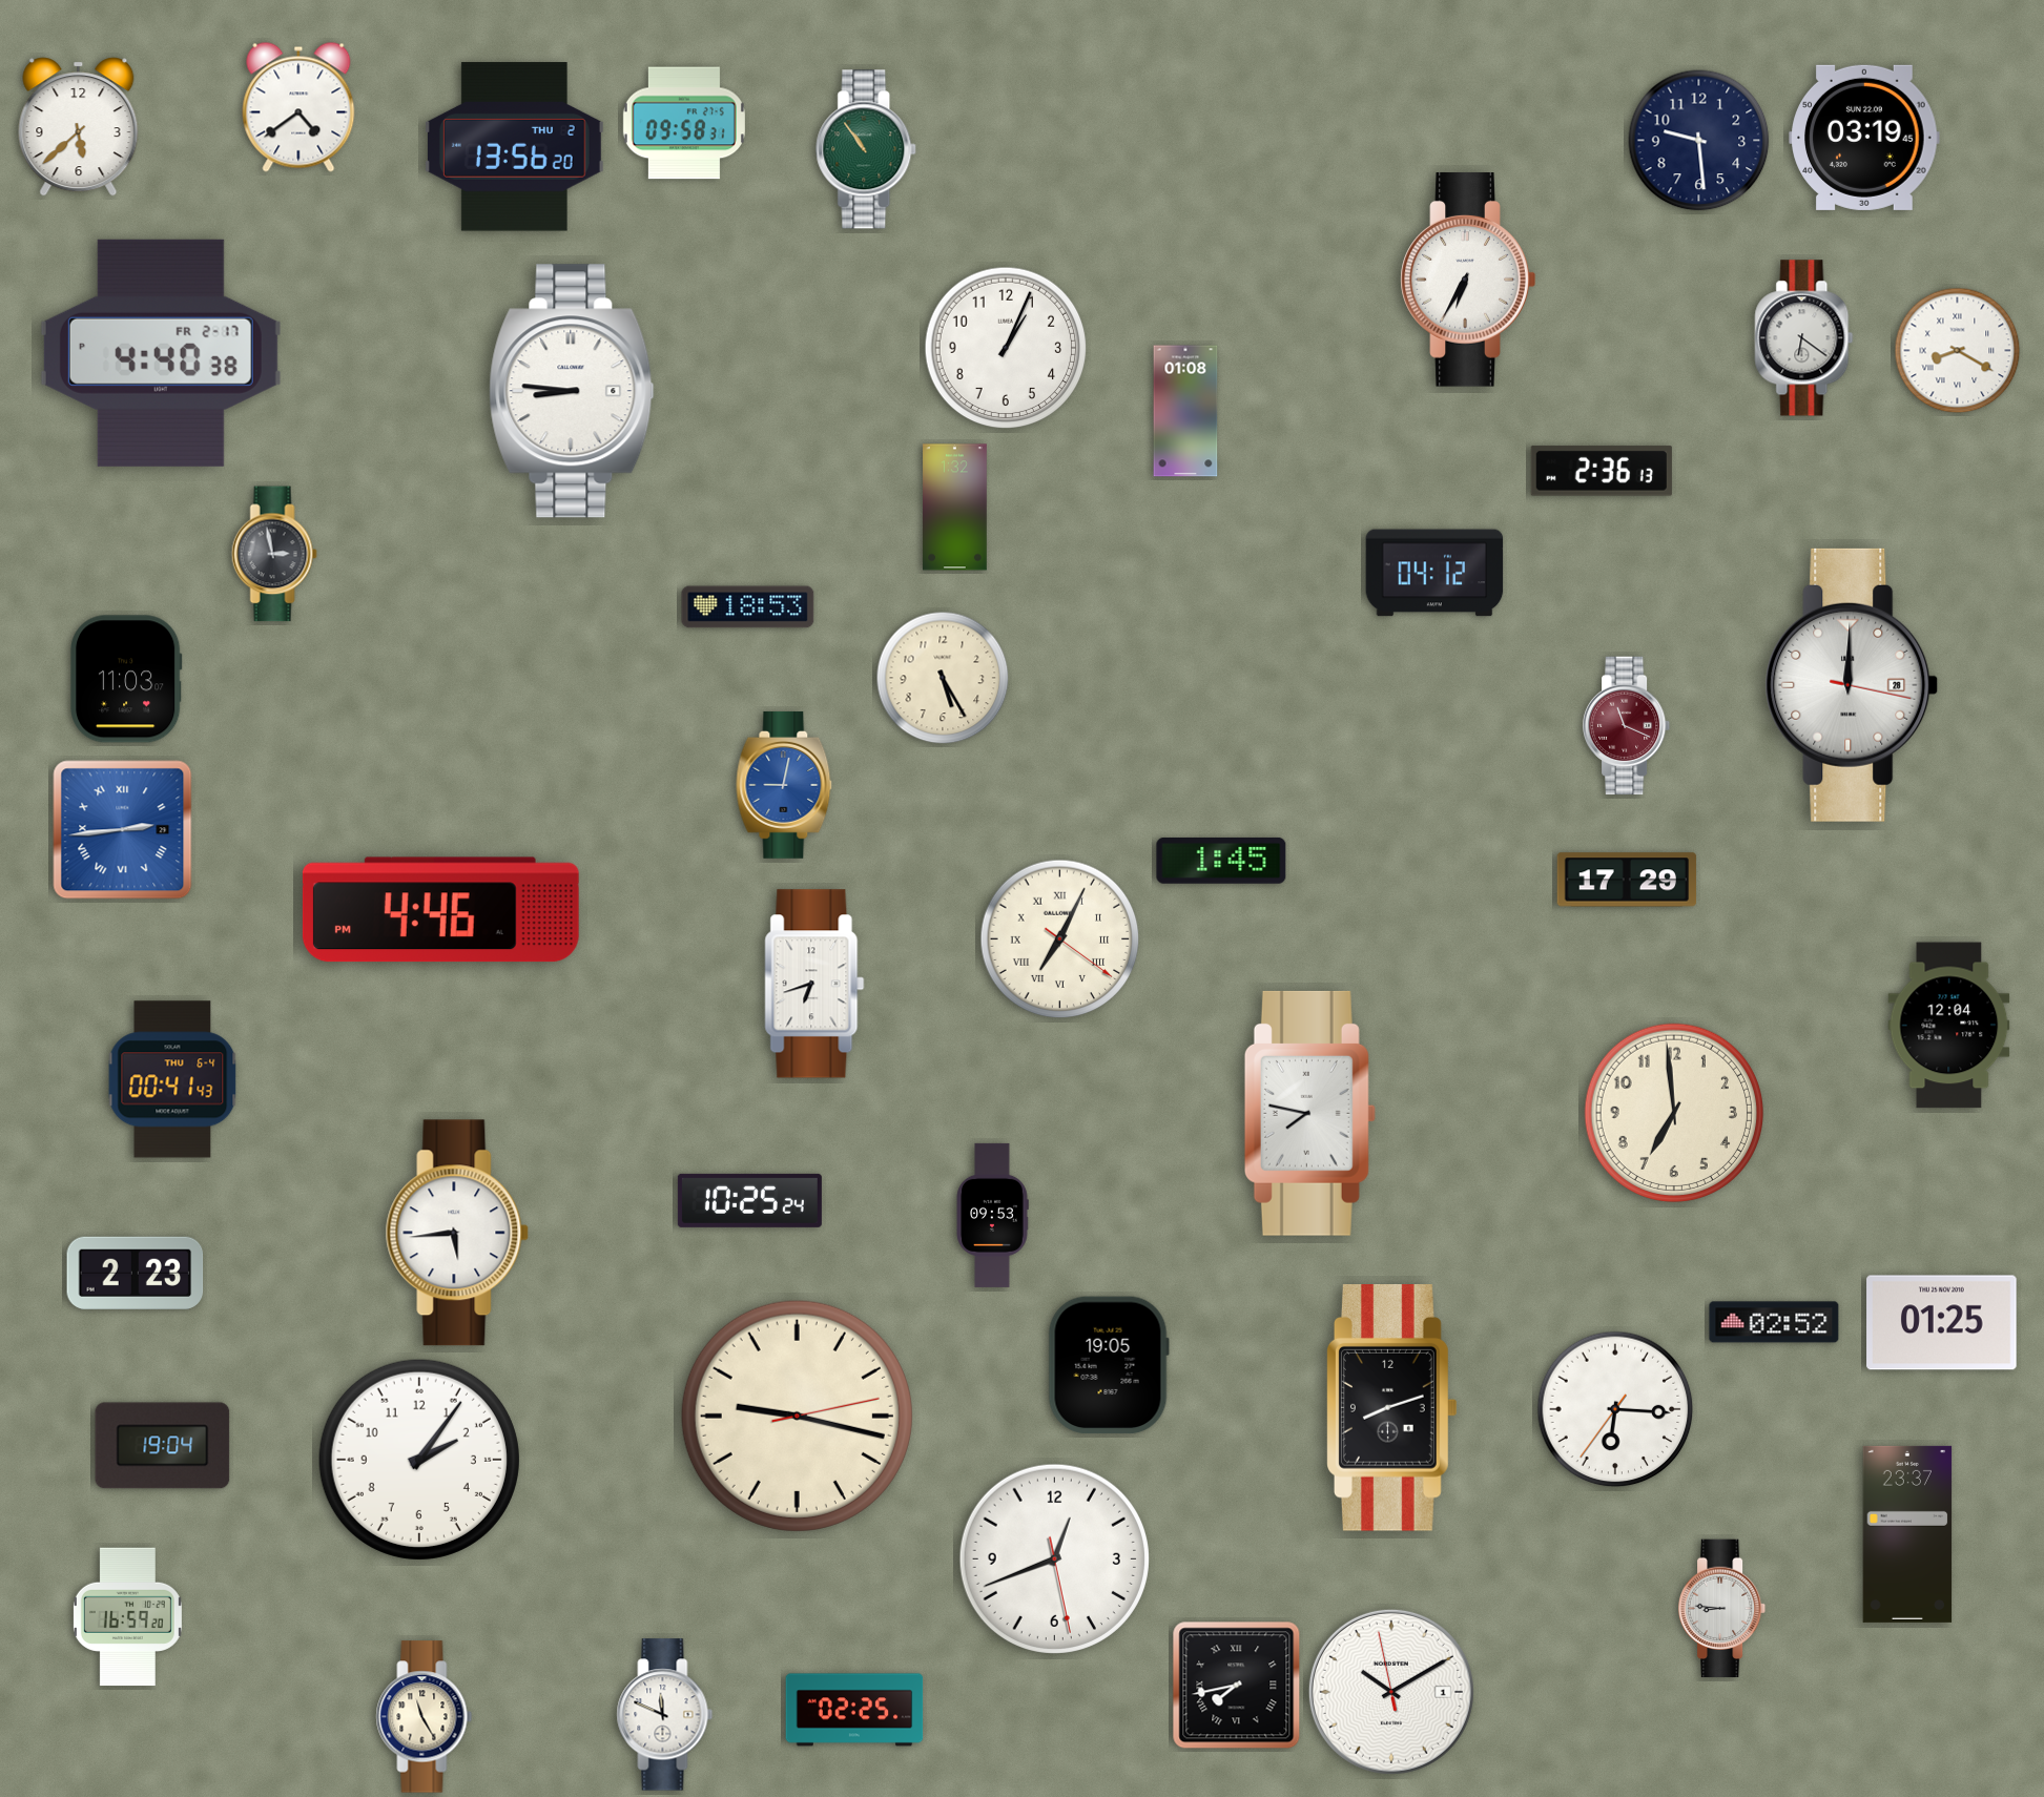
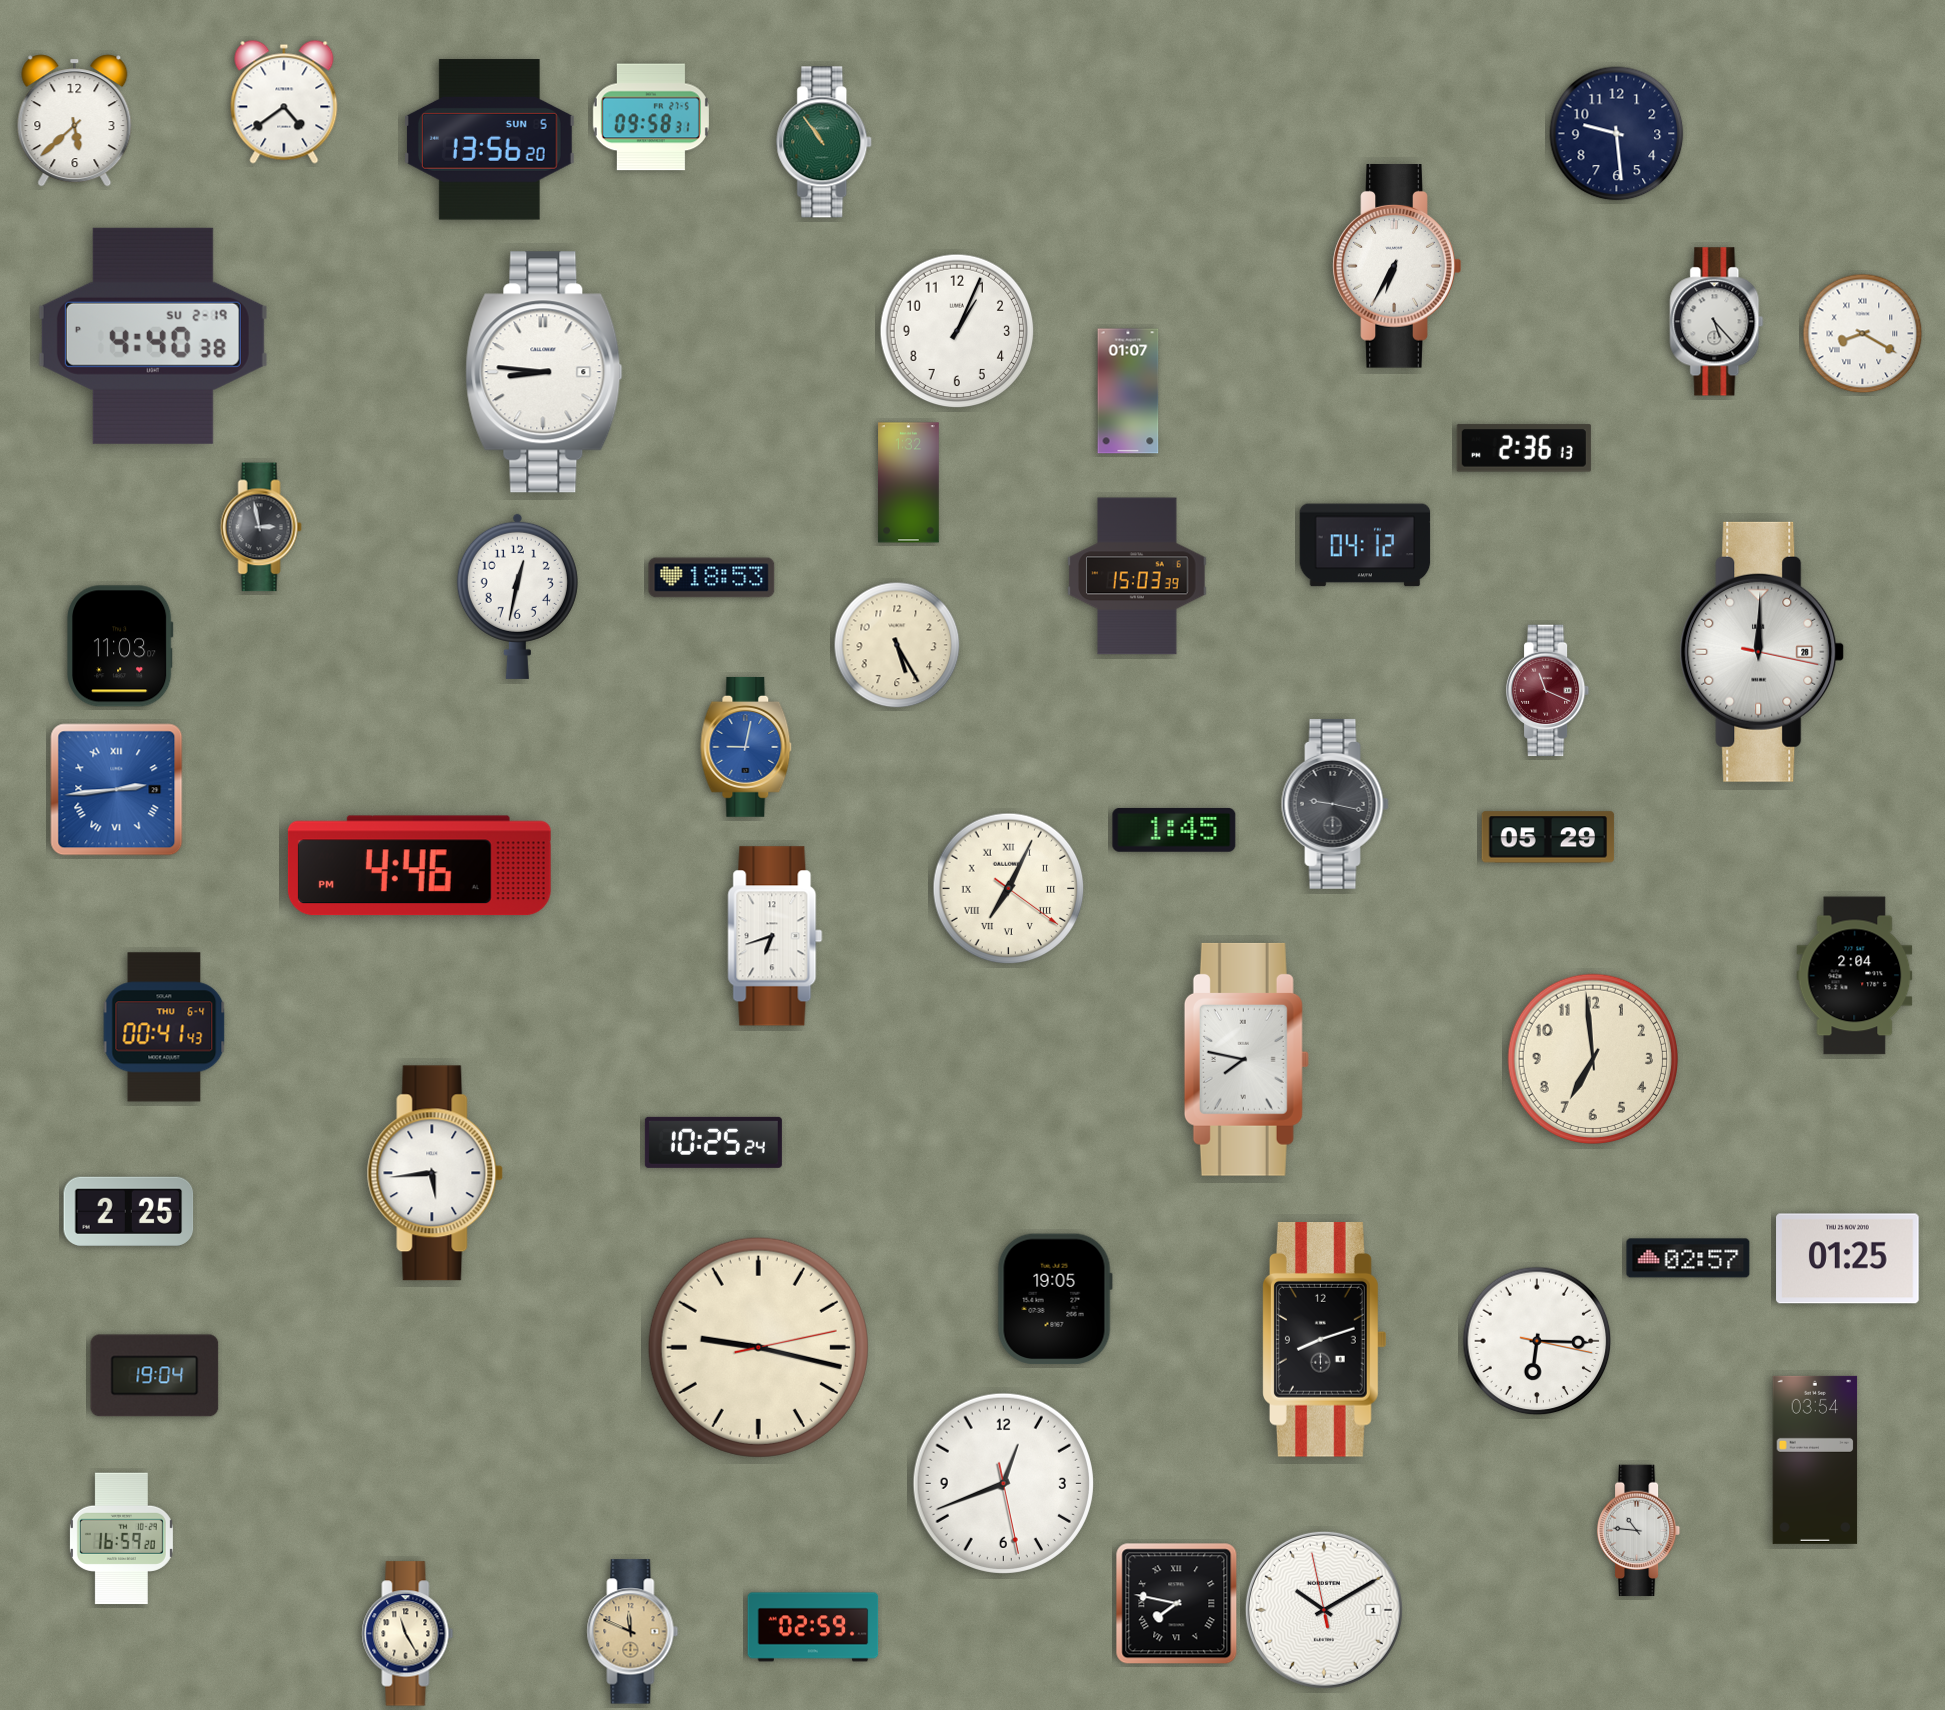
clock at (1864, 138): 03:19 -> none
clock at (514, 147) date: THU 2 -> SUN 5
clock at (1804, 338): 6:21 -> 5:23
clock at (161, 353) date: FR 2-17 -> SU 2-19
clock at (1185, 411): 01:08 -> 01:07
clock at (1137, 576): none -> 15:03
clock at (517, 596): none -> 12:32
clock at (1335, 804): none -> 9:17
clock at (1221, 861) position: (1221, 861) -> (1174, 830)
clock at (1627, 880): 17:29 -> 05:29
clock at (1060, 939) position: (1060, 939) -> (1009, 889)
clock at (1949, 1026): 12:04 -> 2:04
clock at (992, 1215): 09:53 -> none
clock at (136, 1273): 2:23 -> 2:25
clock at (1774, 1322): 02:52 -> 02:57
clock at (1615, 1409): 6:15:36 -> 6:15:17
clock at (419, 1460): 2:06 -> none
clock at (1907, 1534): 23:37 -> 03:54
clock at (1722, 1609): 8:46 -> 10:46
clock at (1237, 1686): 7:43 -> 7:47
clock at (854, 1710): 02:25 -> 02:59
clock at (665, 1715) dial: white -> champagne
clock at (425, 1717) position: (425, 1717) -> (408, 1634)
